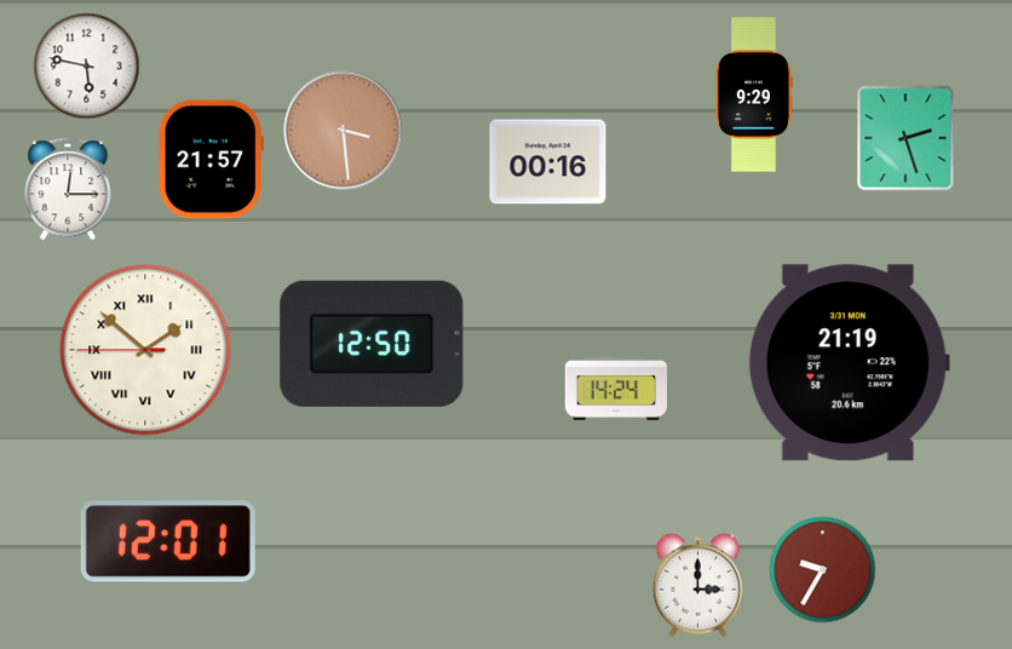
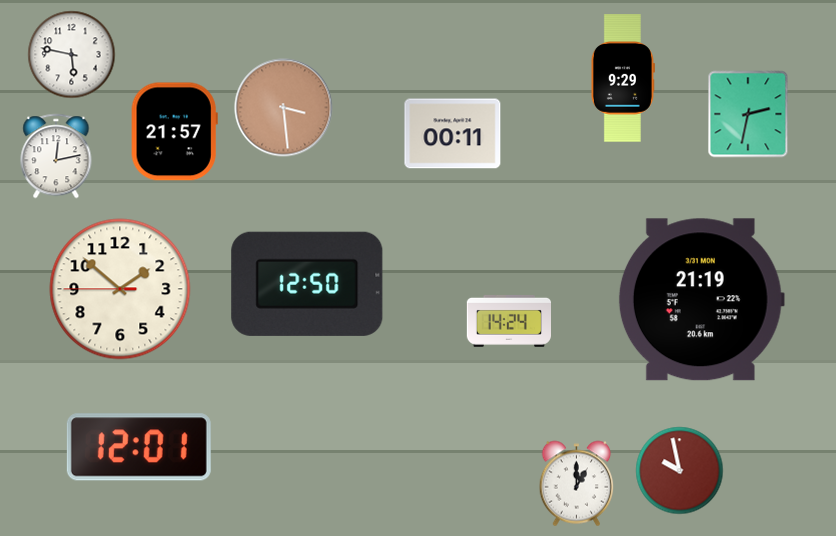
clock at (905, 138): 2:27 -> 2:32
clock at (548, 162): 00:16 -> 00:11
clock at (68, 189): 12:15 -> 12:13
clock at (145, 350) numerals: Roman -> Arabic
clock at (823, 570): 9:35 -> 9:58
clock at (698, 586): 3:00 -> 1:00
